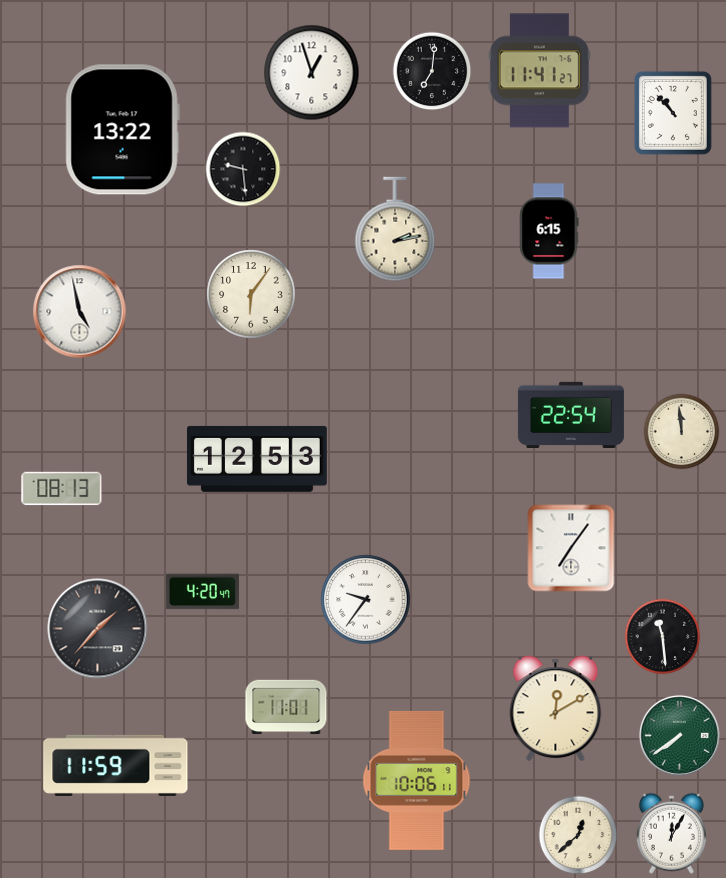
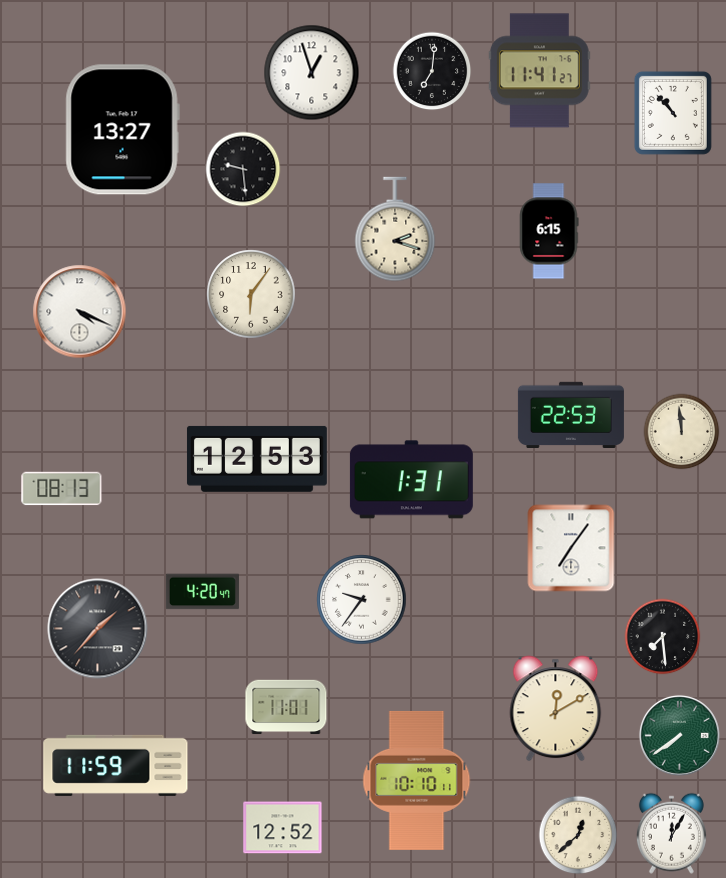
clock at (122, 130): 13:22 -> 13:27
clock at (395, 229): 2:13 -> 2:18
clock at (80, 312): 4:58 -> 4:19
clock at (571, 414): 22:54 -> 22:53
clock at (411, 480): none -> 1:31
clock at (366, 600) position: (366, 600) -> (362, 600)
clock at (663, 637): 11:29 -> 7:29
clock at (417, 780): 10:06 -> 10:10
clock at (283, 828): none -> 12:52
